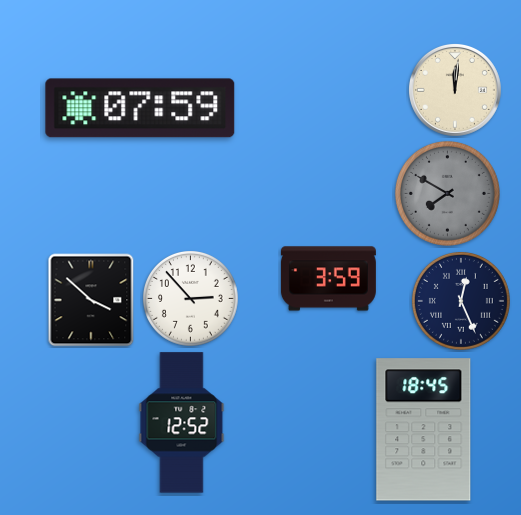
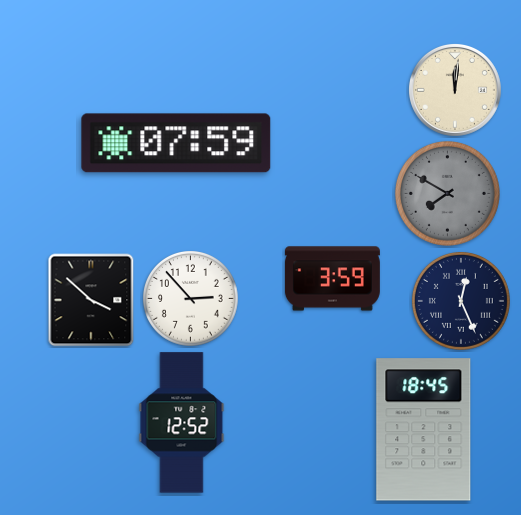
clock at (140, 108) position: (140, 108) -> (176, 143)
clock at (328, 279) position: (328, 279) -> (332, 279)
